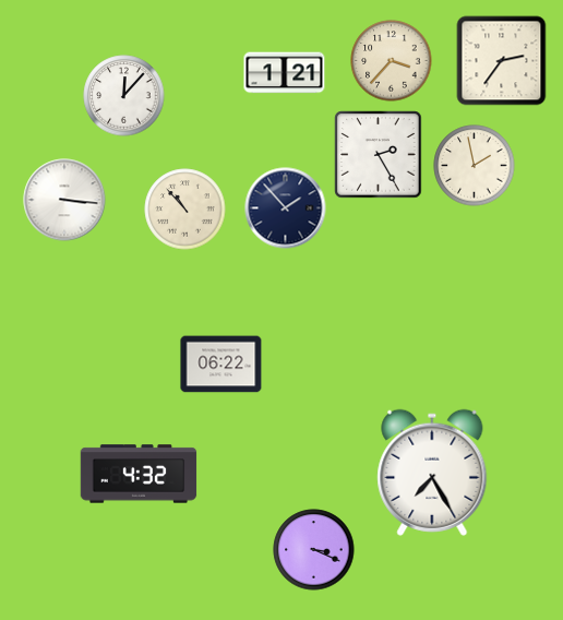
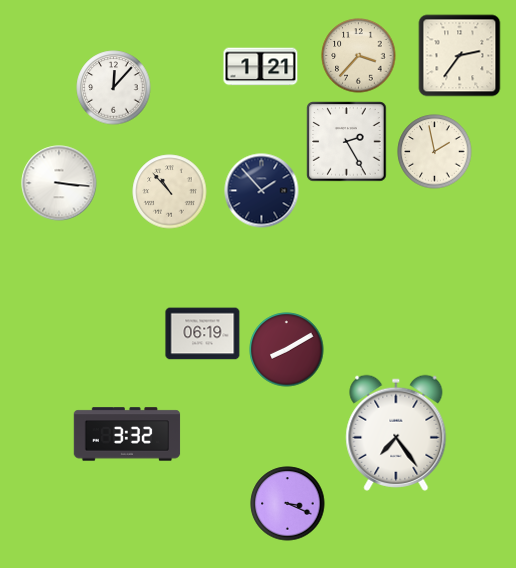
clock at (221, 365): 06:22 -> 06:19
clock at (287, 350): none -> 8:10
clock at (432, 473): 7:25 -> 7:24
clock at (139, 474): 4:32 -> 3:32
